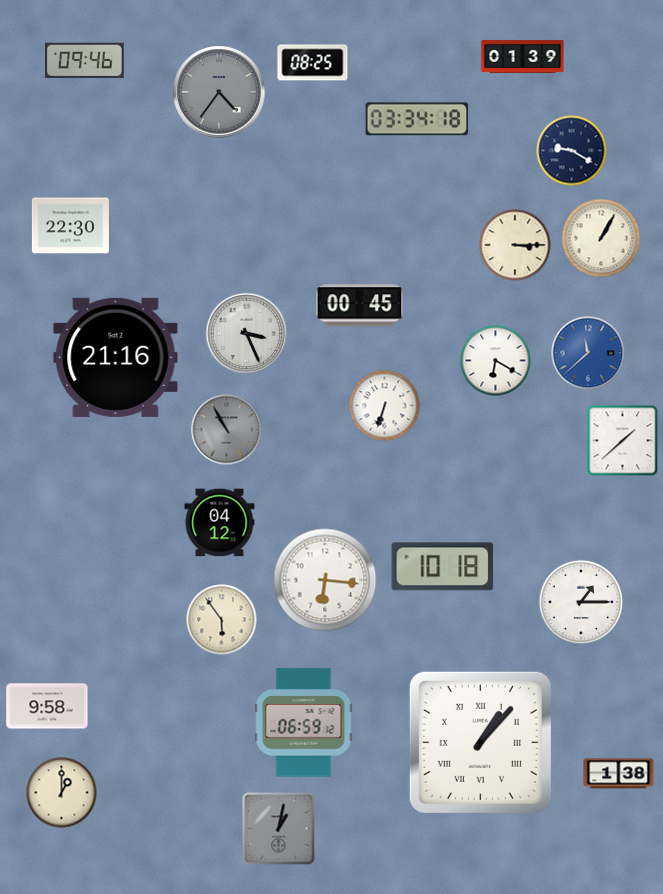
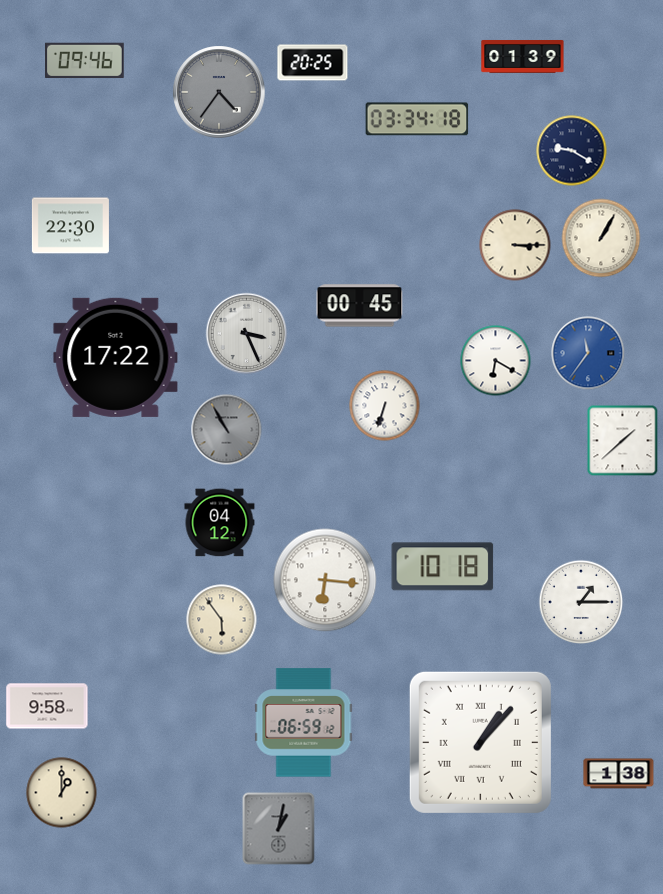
clock at (313, 63): 08:25 -> 20:25
clock at (588, 353): 11:38 -> 11:36
clock at (116, 357): 21:16 -> 17:22
